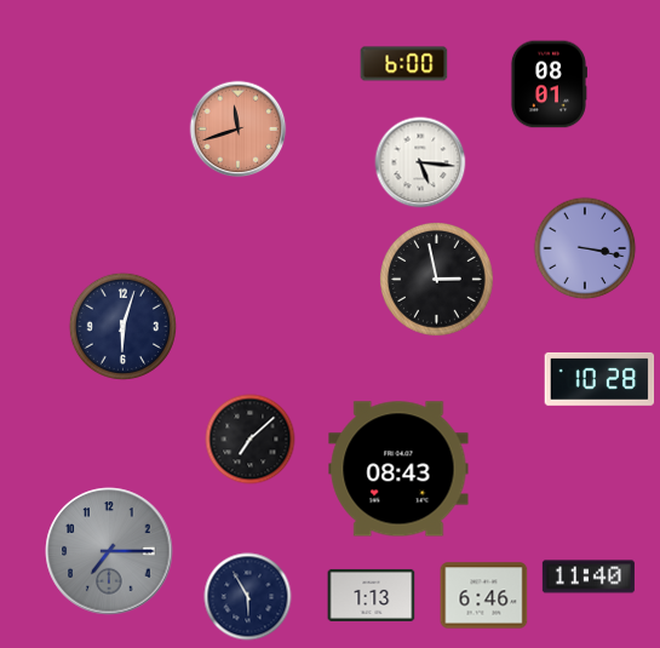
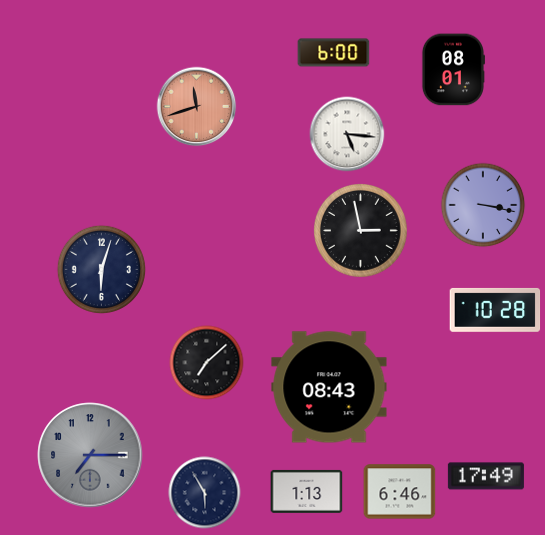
clock at (599, 379) position: (599, 379) -> (495, 310)
clock at (589, 577): 11:40 -> 17:49
